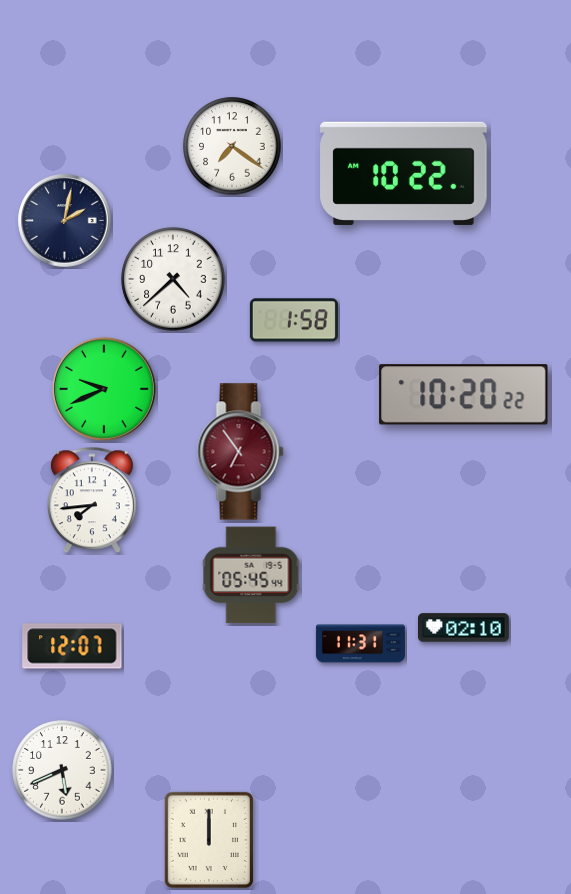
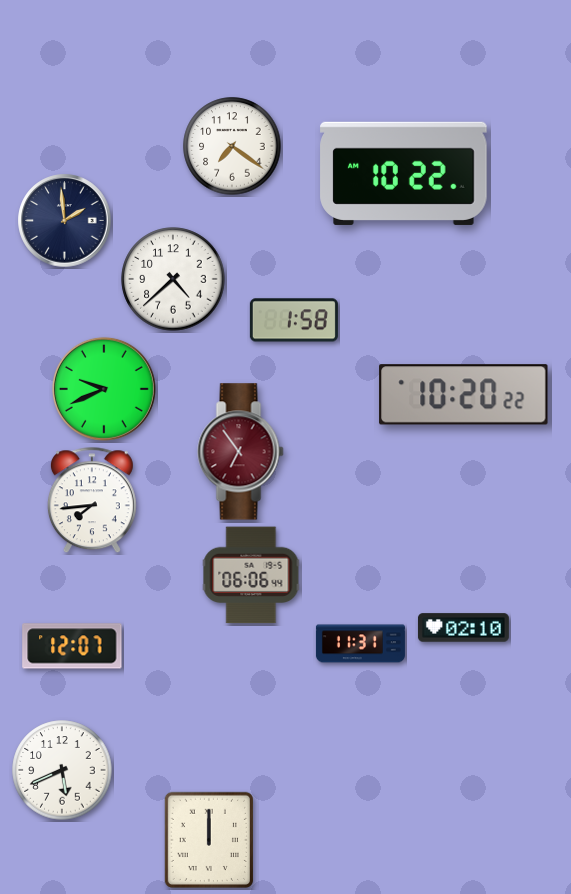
clock at (65, 221): 2:02 -> 1:59
clock at (251, 575): 05:45 -> 06:06
